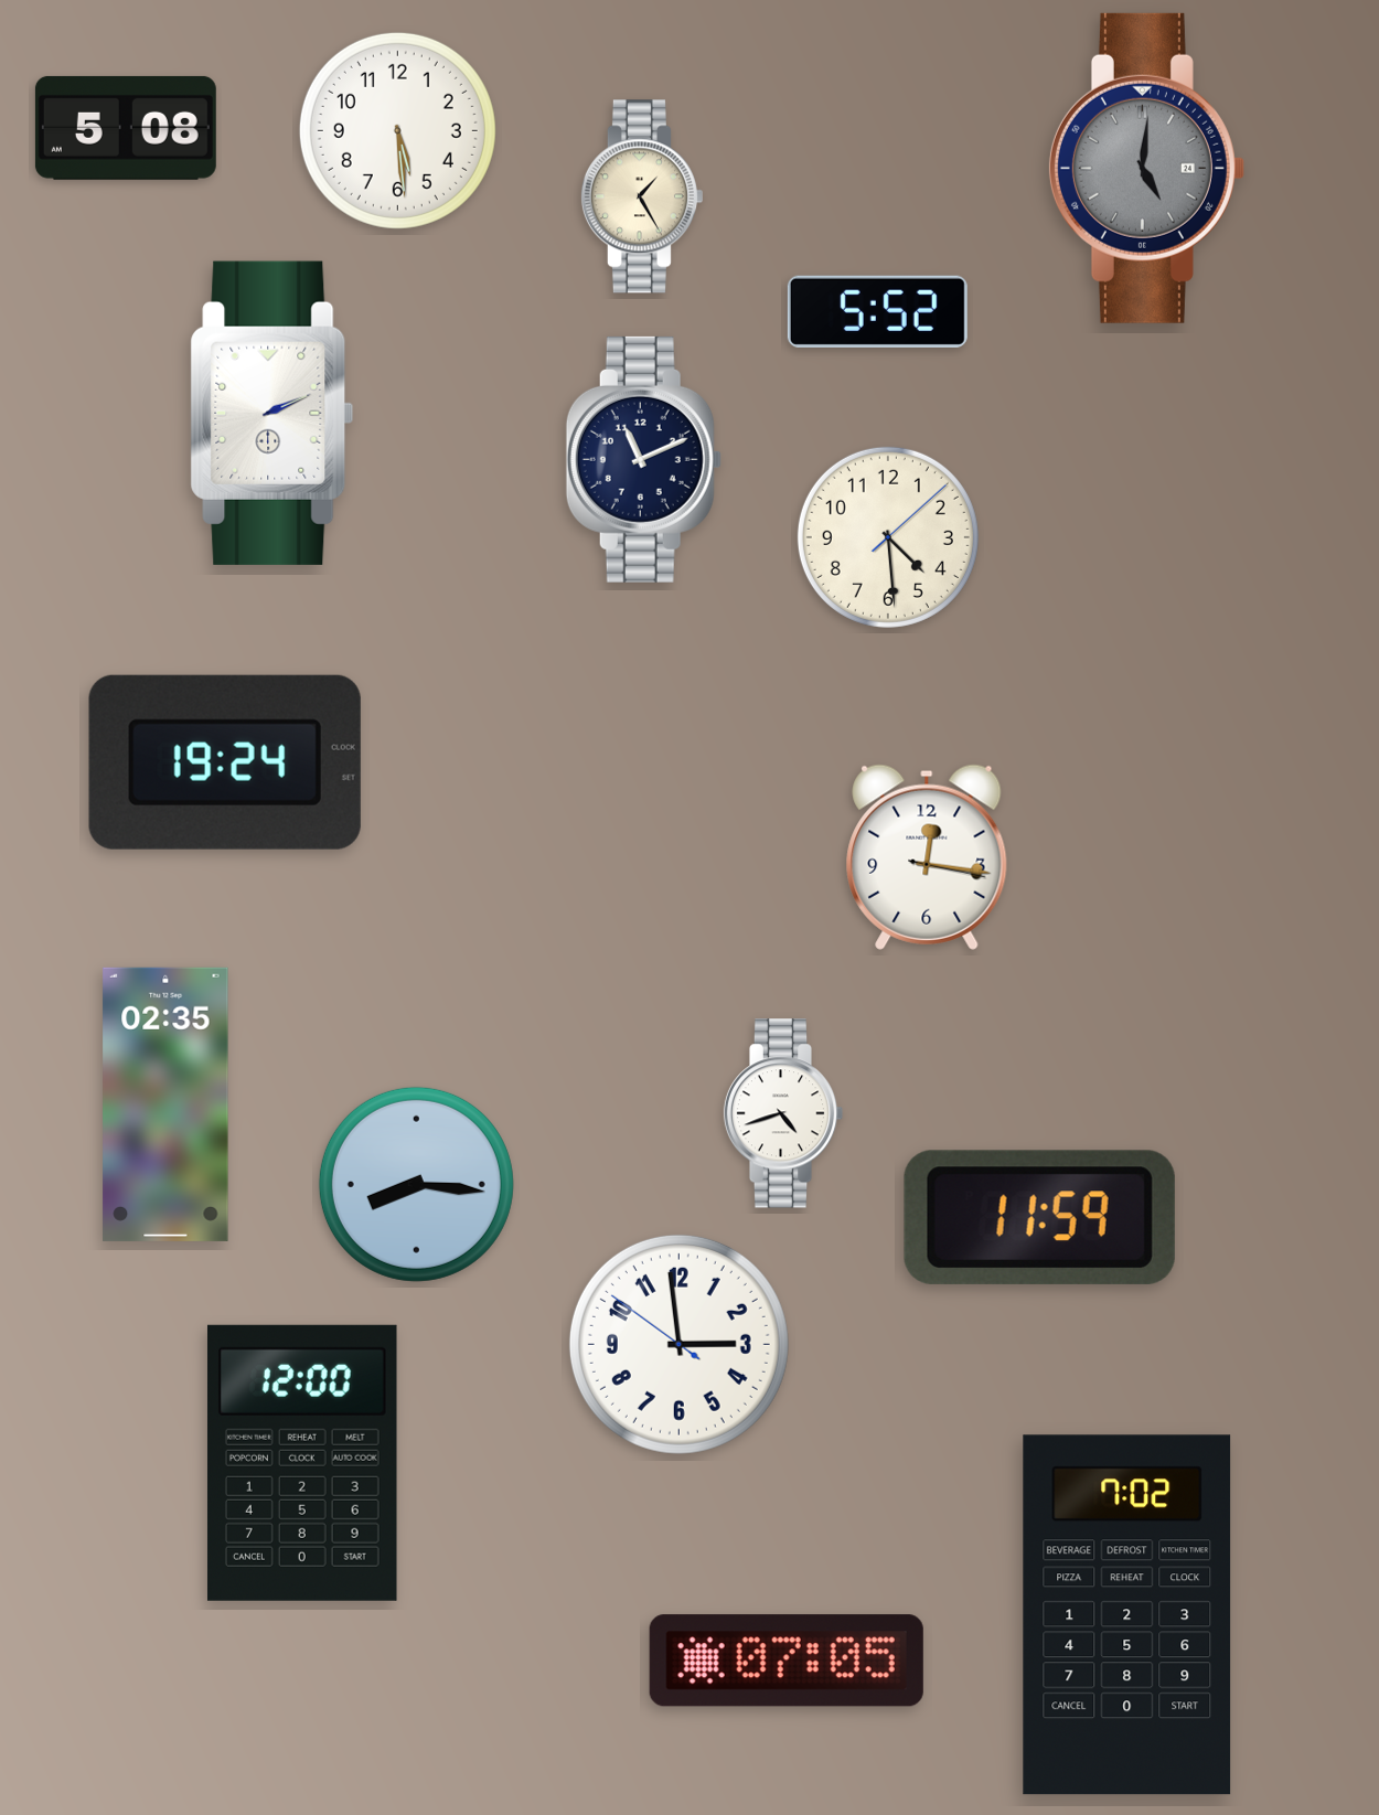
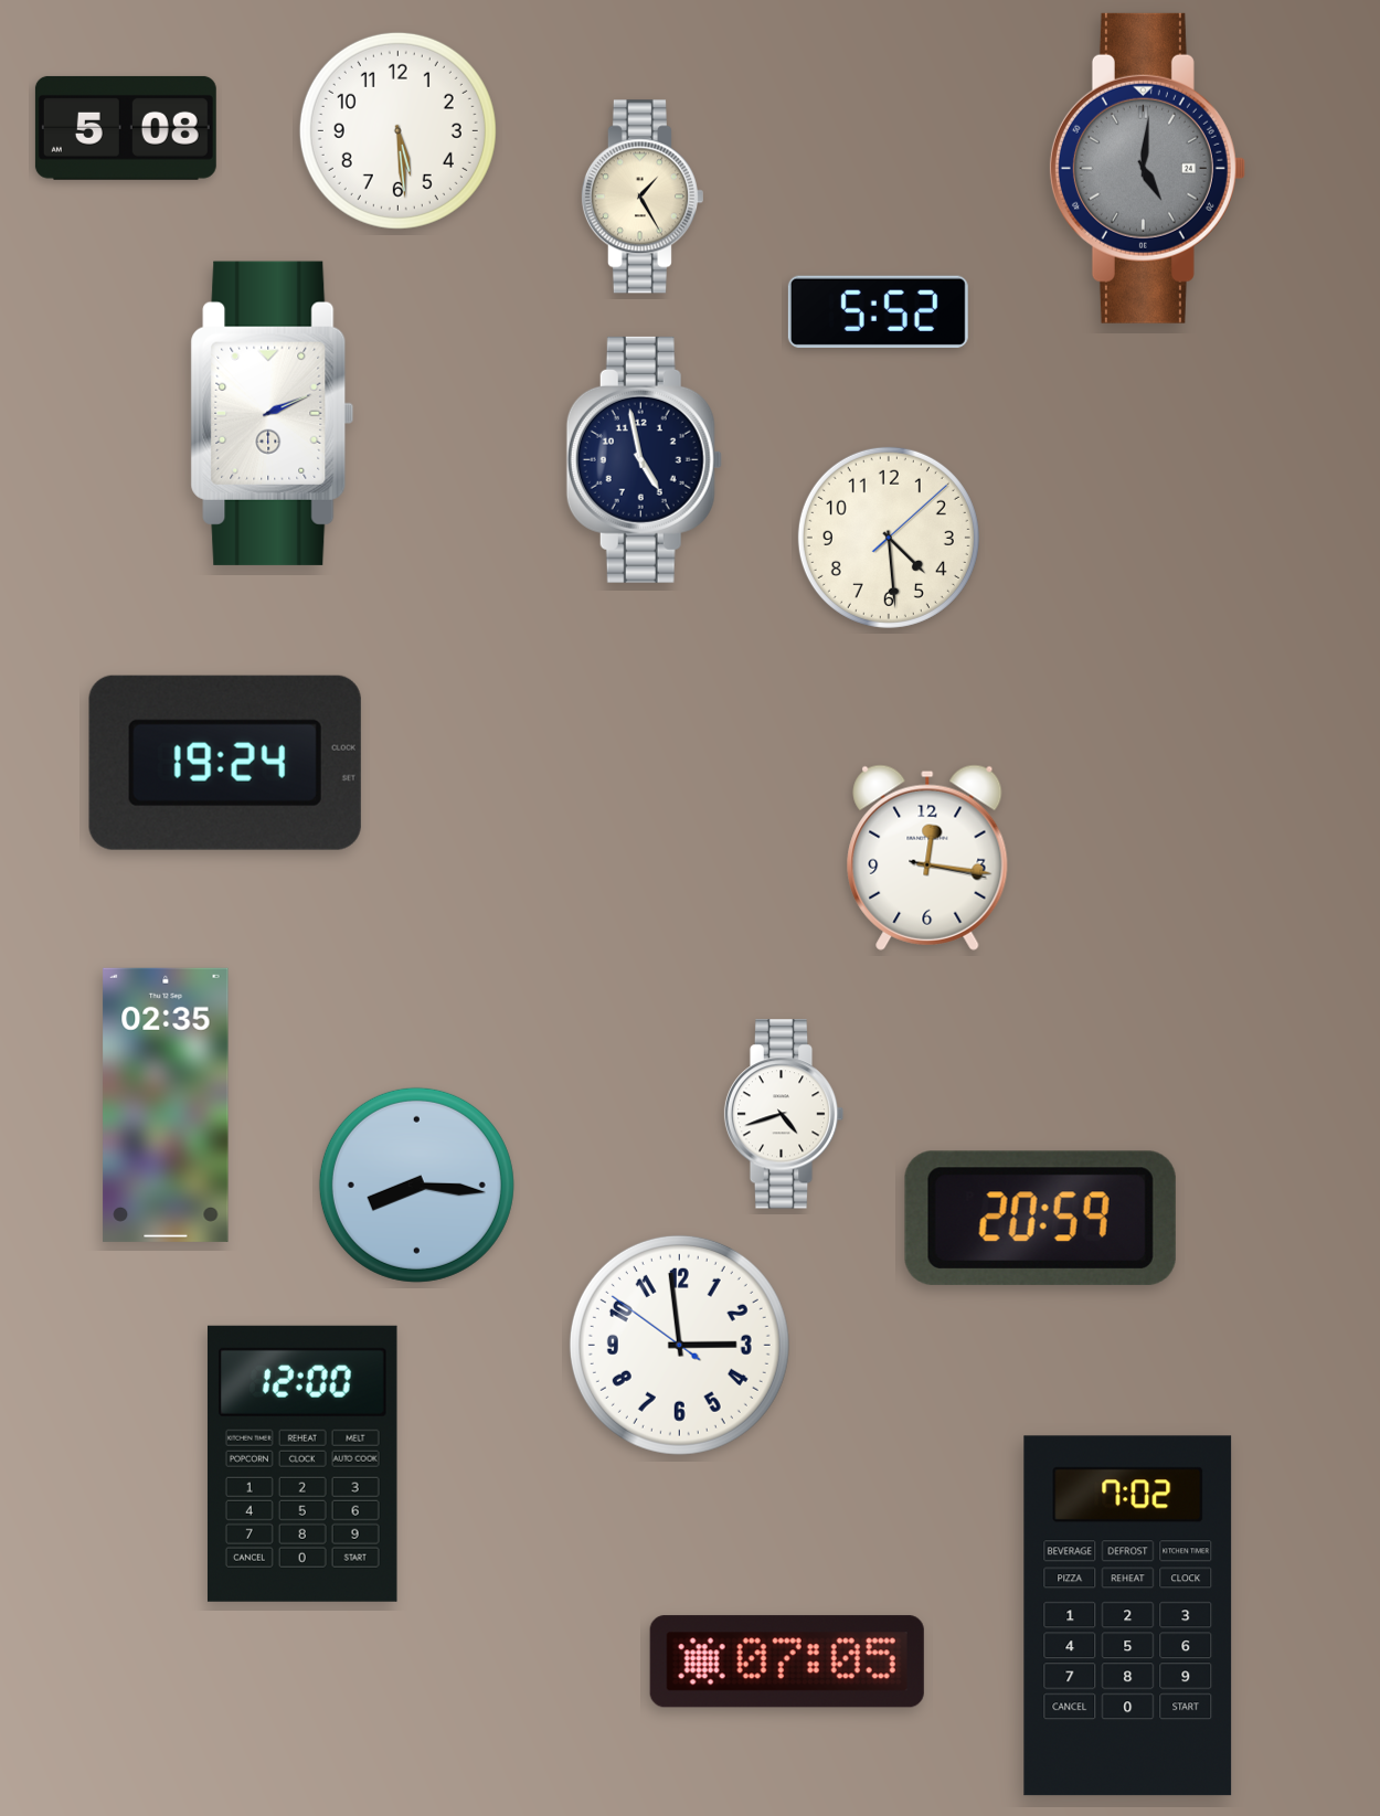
clock at (643, 459): 11:11 -> 4:58
clock at (1039, 1217): 11:59 -> 20:59
